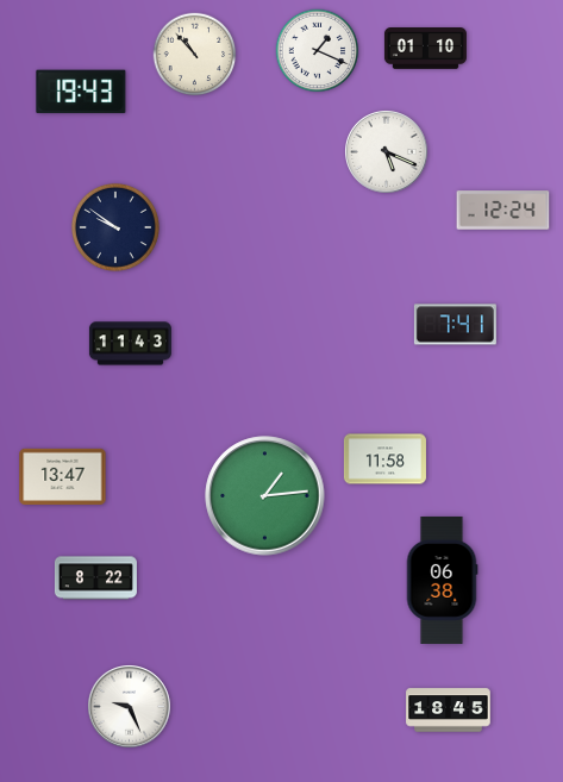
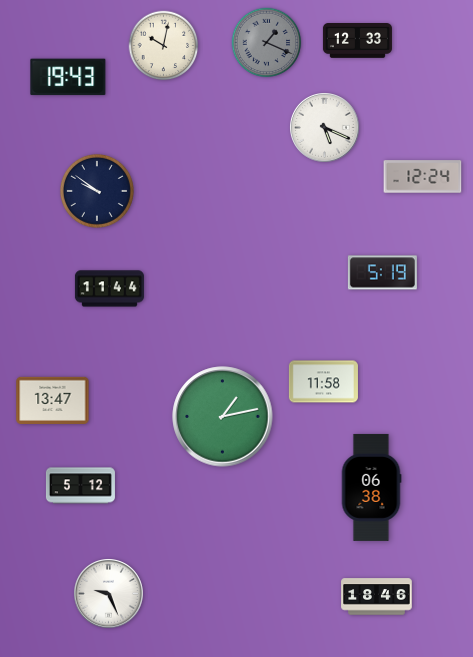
clock at (425, 49): 01:10 -> 12:33
clock at (318, 51) dial: white -> grey
clock at (195, 55): 10:53 -> 10:02
clock at (455, 325): 7:41 -> 5:19
clock at (130, 344): 11:43 -> 11:44
clock at (384, 459) position: (384, 459) -> (323, 382)
clock at (265, 496): 1:14 -> 1:13
clock at (95, 578): 8:22 -> 5:12
clock at (449, 711): 18:45 -> 18:46
